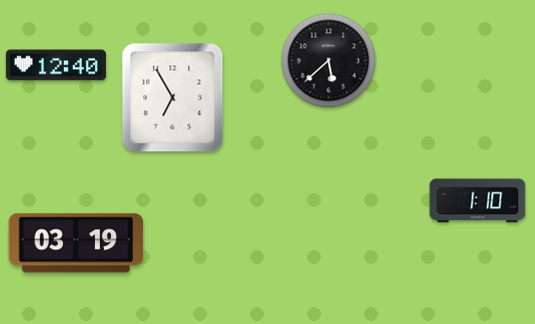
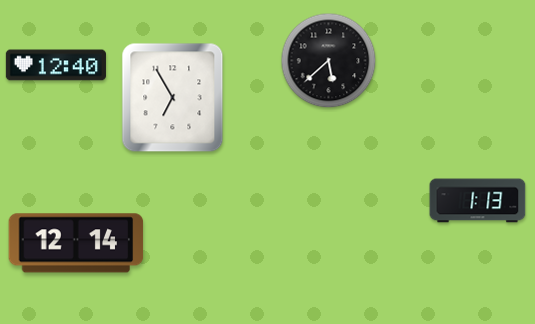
clock at (478, 201): 1:10 -> 1:13
clock at (76, 243): 03:19 -> 12:14
